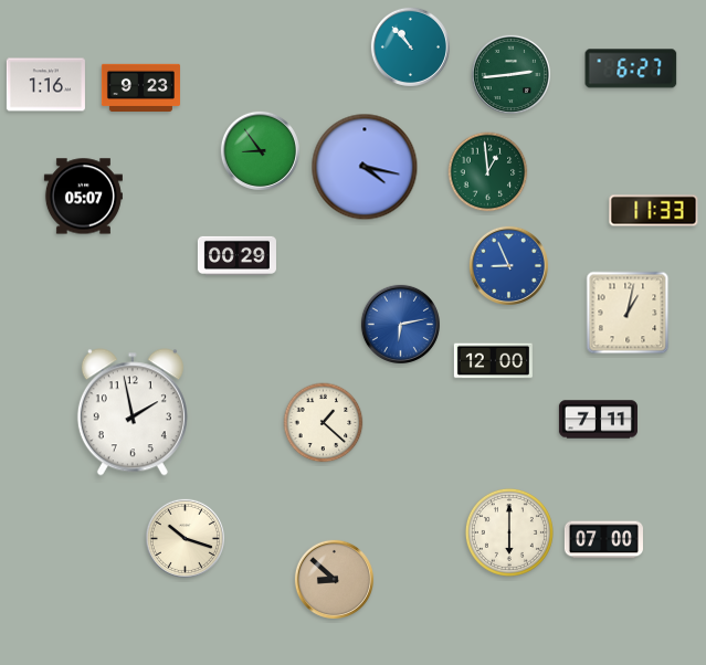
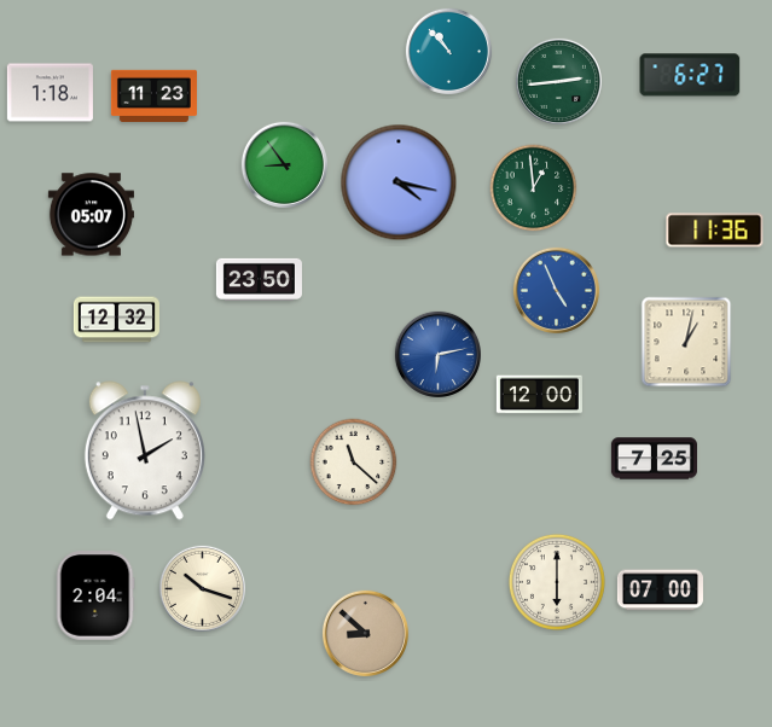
clock at (45, 85): 1:16 -> 1:18
clock at (140, 87): 9:23 -> 11:23
clock at (654, 211): 11:33 -> 11:36
clock at (236, 255): 00:29 -> 23:50
clock at (508, 265): 8:56 -> 4:56
clock at (116, 320): none -> 12:32
clock at (598, 420): 7:11 -> 7:25
clock at (324, 423): 1:22 -> 11:22
clock at (95, 595): none -> 2:04
